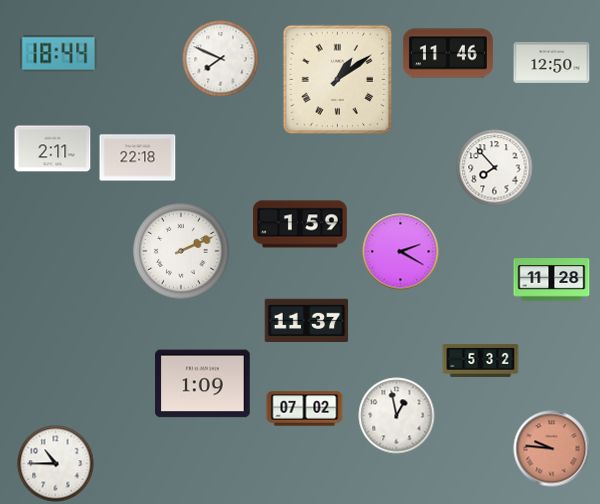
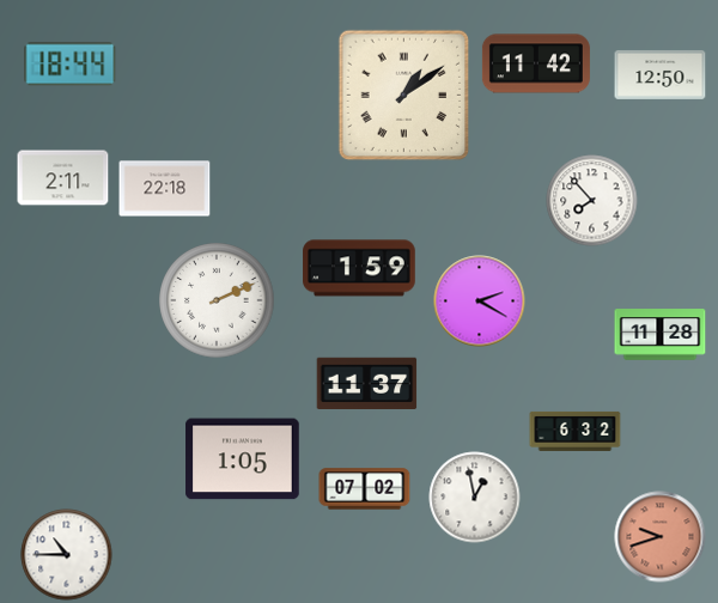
clock at (448, 53): 11:46 -> 11:42
clock at (221, 59): 7:49 -> none
clock at (481, 360): 5:32 -> 6:32
clock at (203, 384): 1:09 -> 1:05
clock at (552, 449): 9:46 -> 9:42
